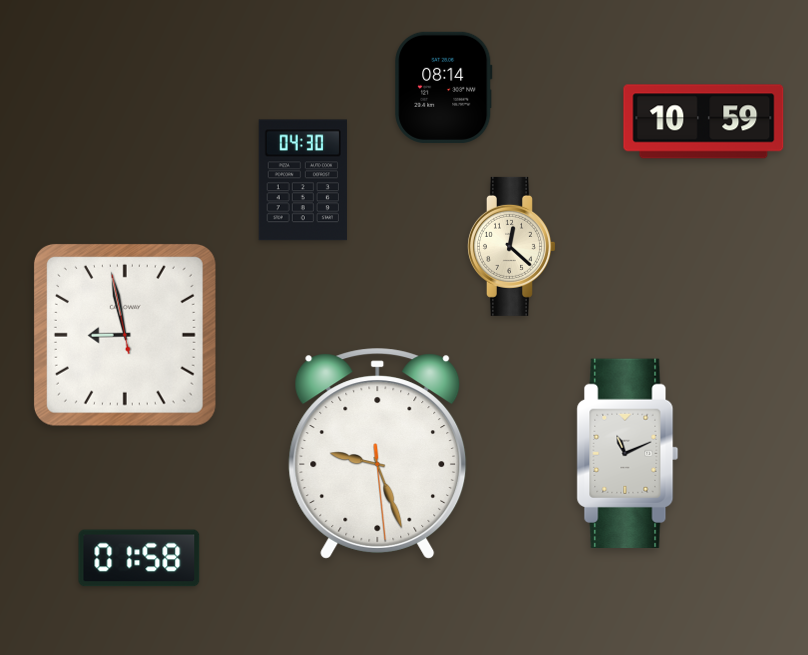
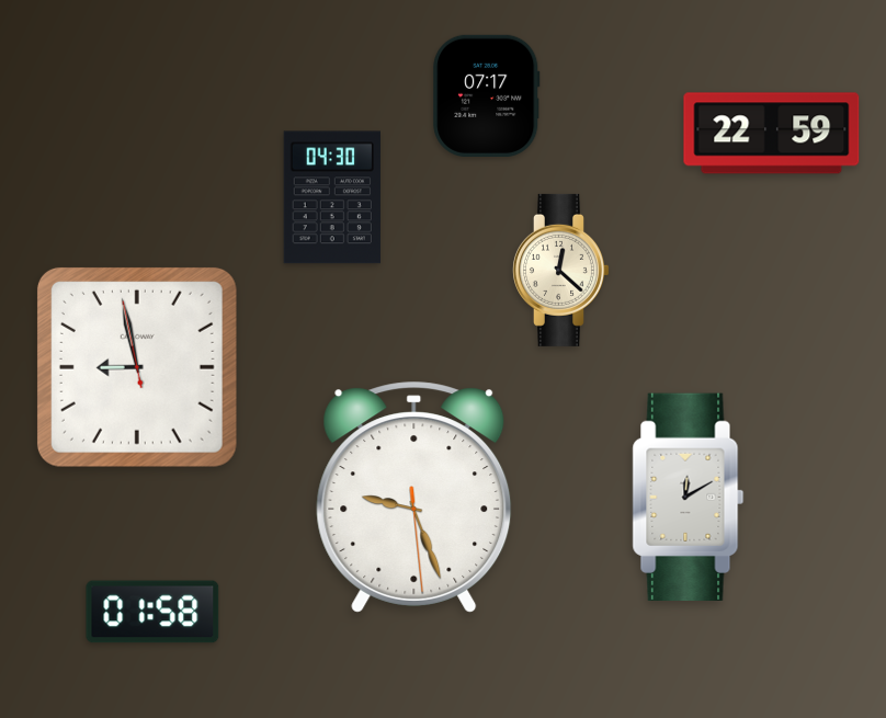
clock at (444, 87): 08:14 -> 07:17
clock at (704, 122): 10:59 -> 22:59
clock at (628, 453): 11:11 -> 12:10
